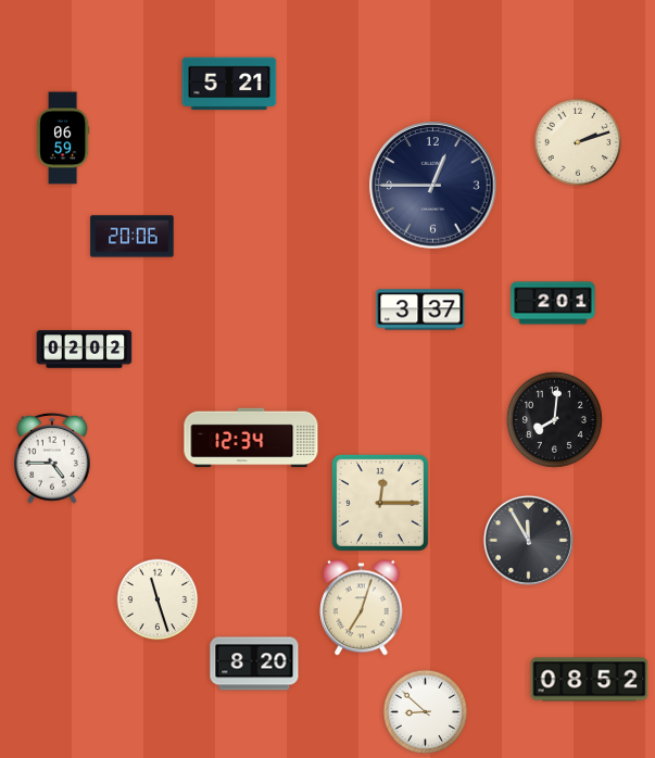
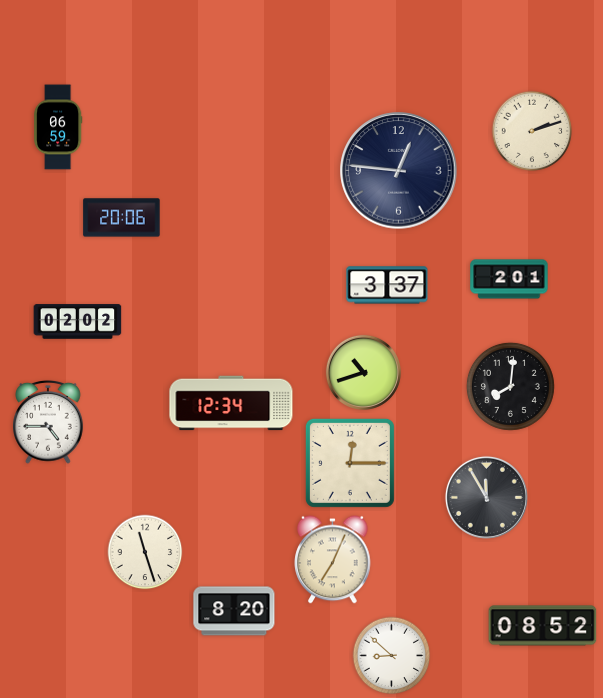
clock at (229, 84): 5:21 -> none
clock at (433, 186): 12:45 -> 12:46
clock at (363, 372): none -> 10:42
clock at (362, 608): 7:03 -> 7:04
